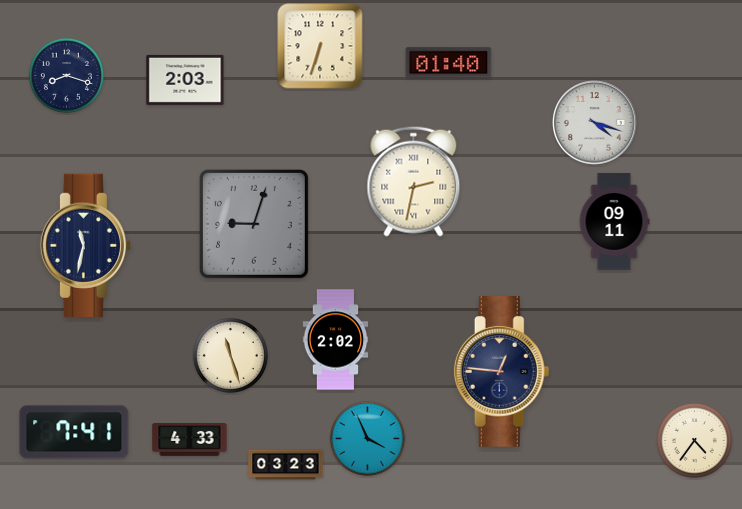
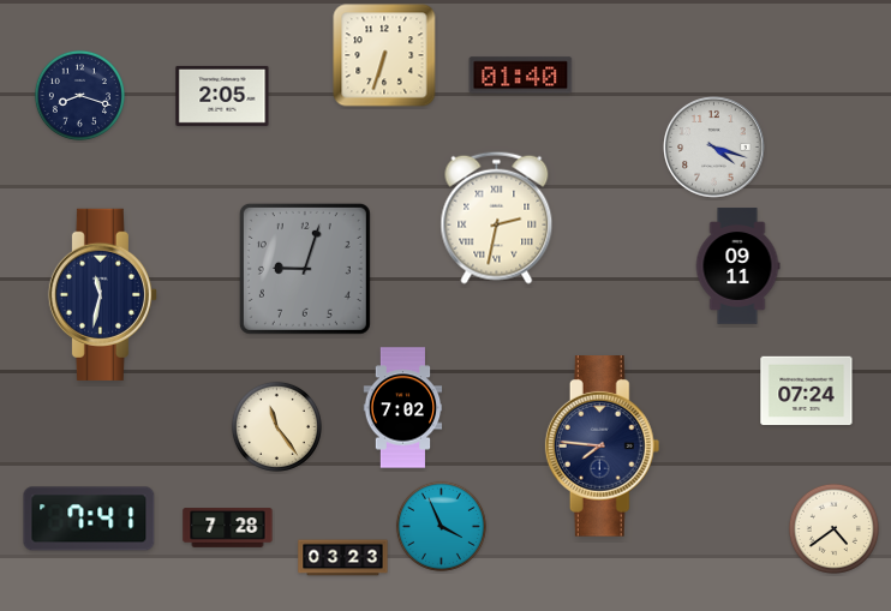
clock at (449, 63) position: (449, 63) -> (521, 76)
clock at (66, 75) position: (66, 75) -> (79, 95)
clock at (185, 80): 2:03 -> 2:05
clock at (807, 391): none -> 07:24
clock at (336, 340): 2:02 -> 7:02
clock at (230, 355): 11:27 -> 11:24
clock at (502, 372): 12:46 -> 7:46
clock at (190, 440): 4:33 -> 7:28
clock at (694, 440): 4:36 -> 4:39
